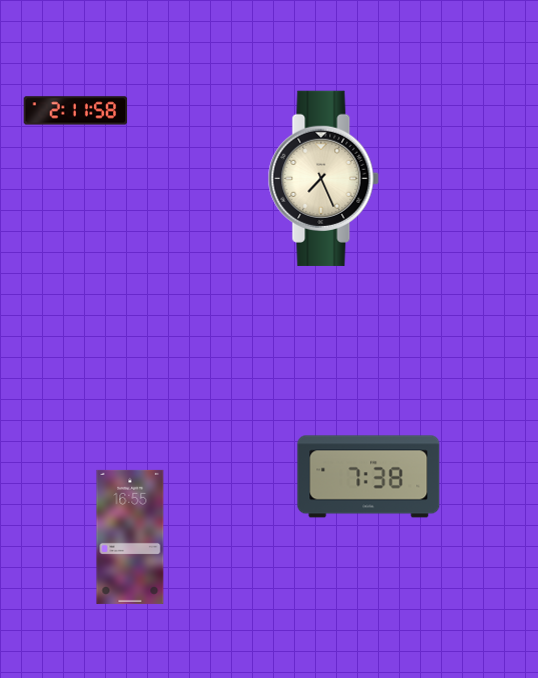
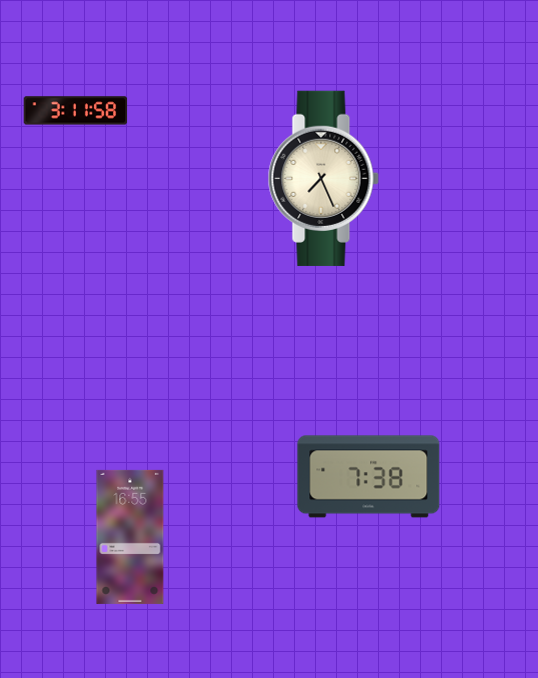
clock at (76, 111): 2:11 -> 3:11
